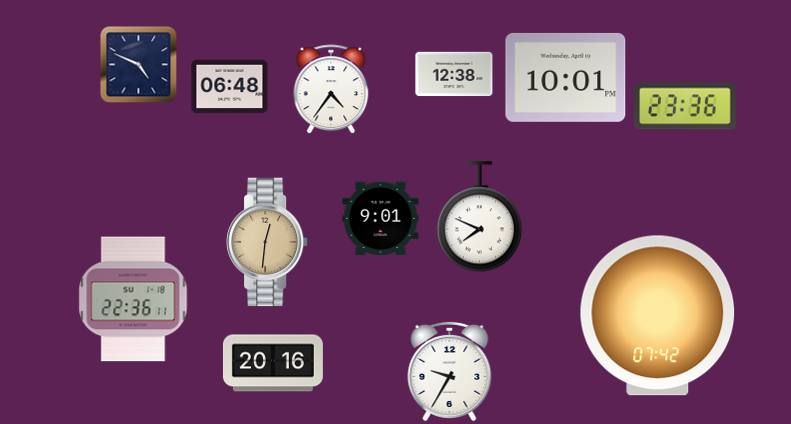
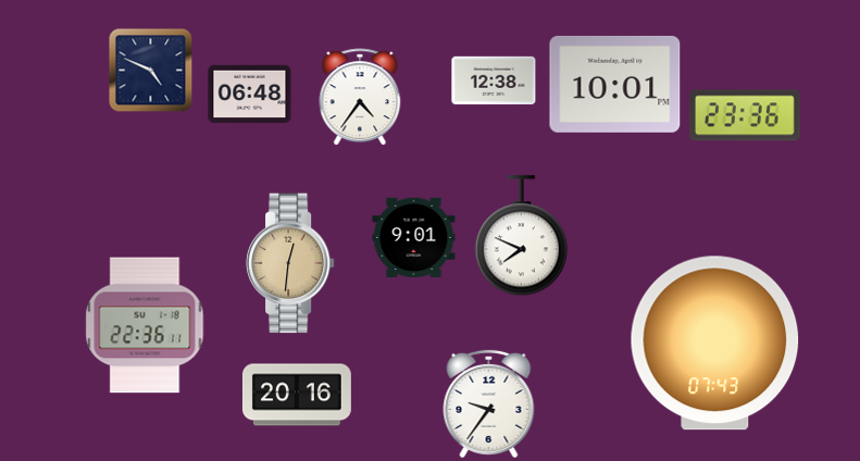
clock at (658, 316): 07:42 -> 07:43
clock at (450, 371): 9:35 -> 9:36
